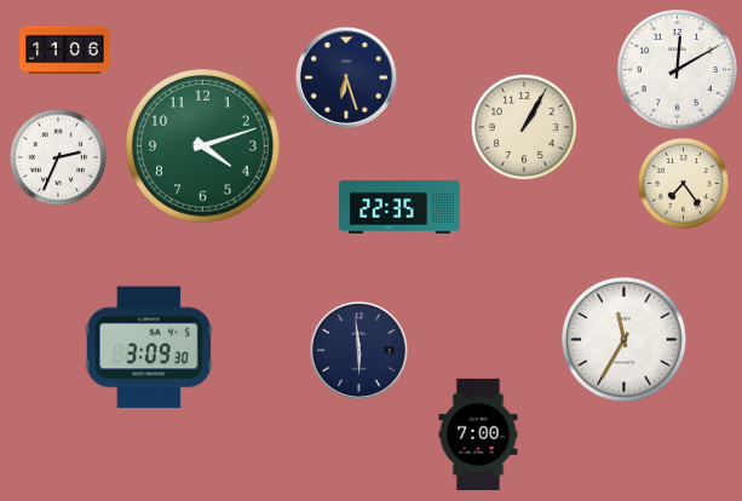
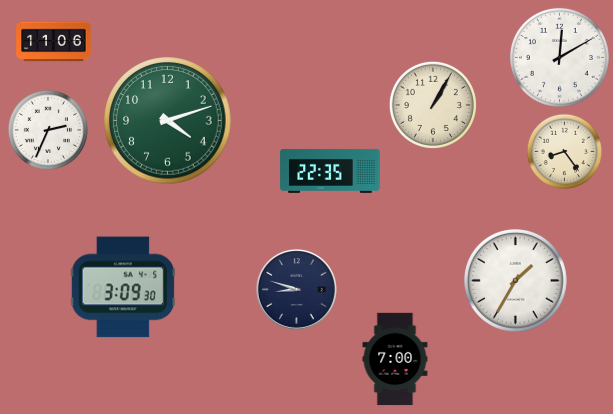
clock at (346, 77): 6:27 -> none
clock at (683, 183): 7:24 -> 8:24
clock at (623, 339): 11:35 -> 1:35
clock at (358, 350): 5:59 -> 8:48
